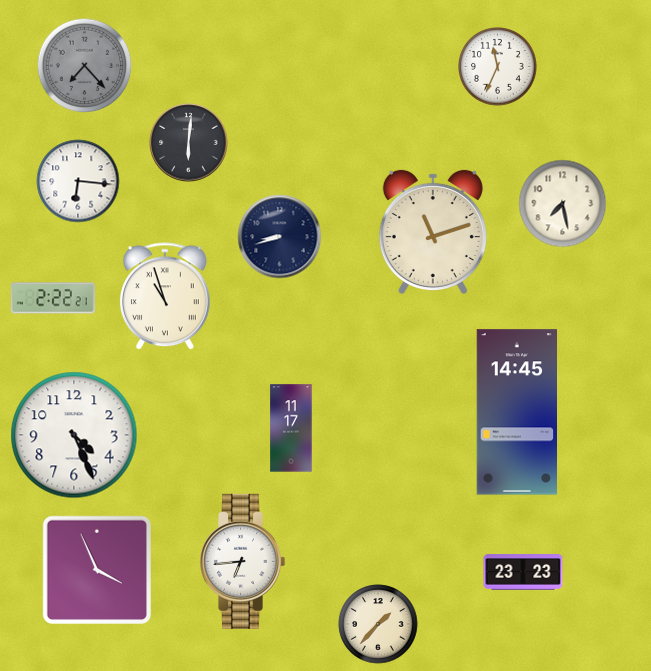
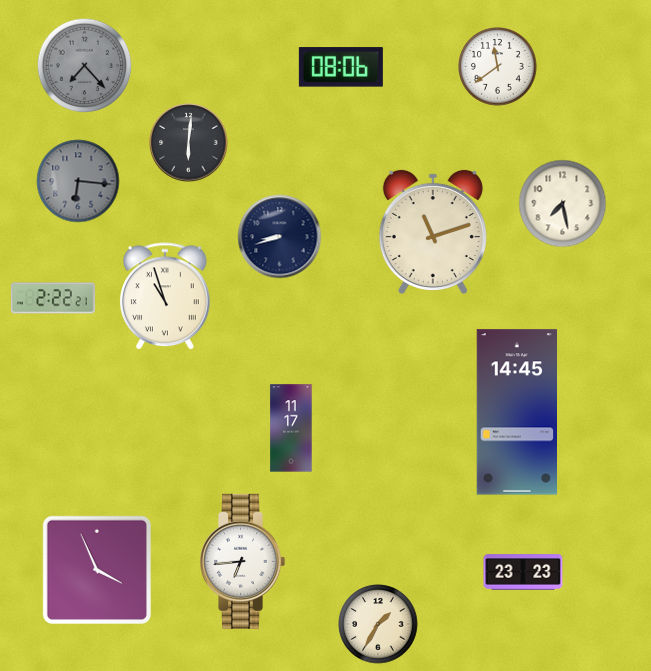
clock at (341, 67): none -> 08:06
clock at (498, 67): 11:34 -> 11:39
clock at (78, 181) dial: white -> grey
clock at (74, 435): 4:26 -> none
clock at (378, 624): 1:37 -> 1:35
